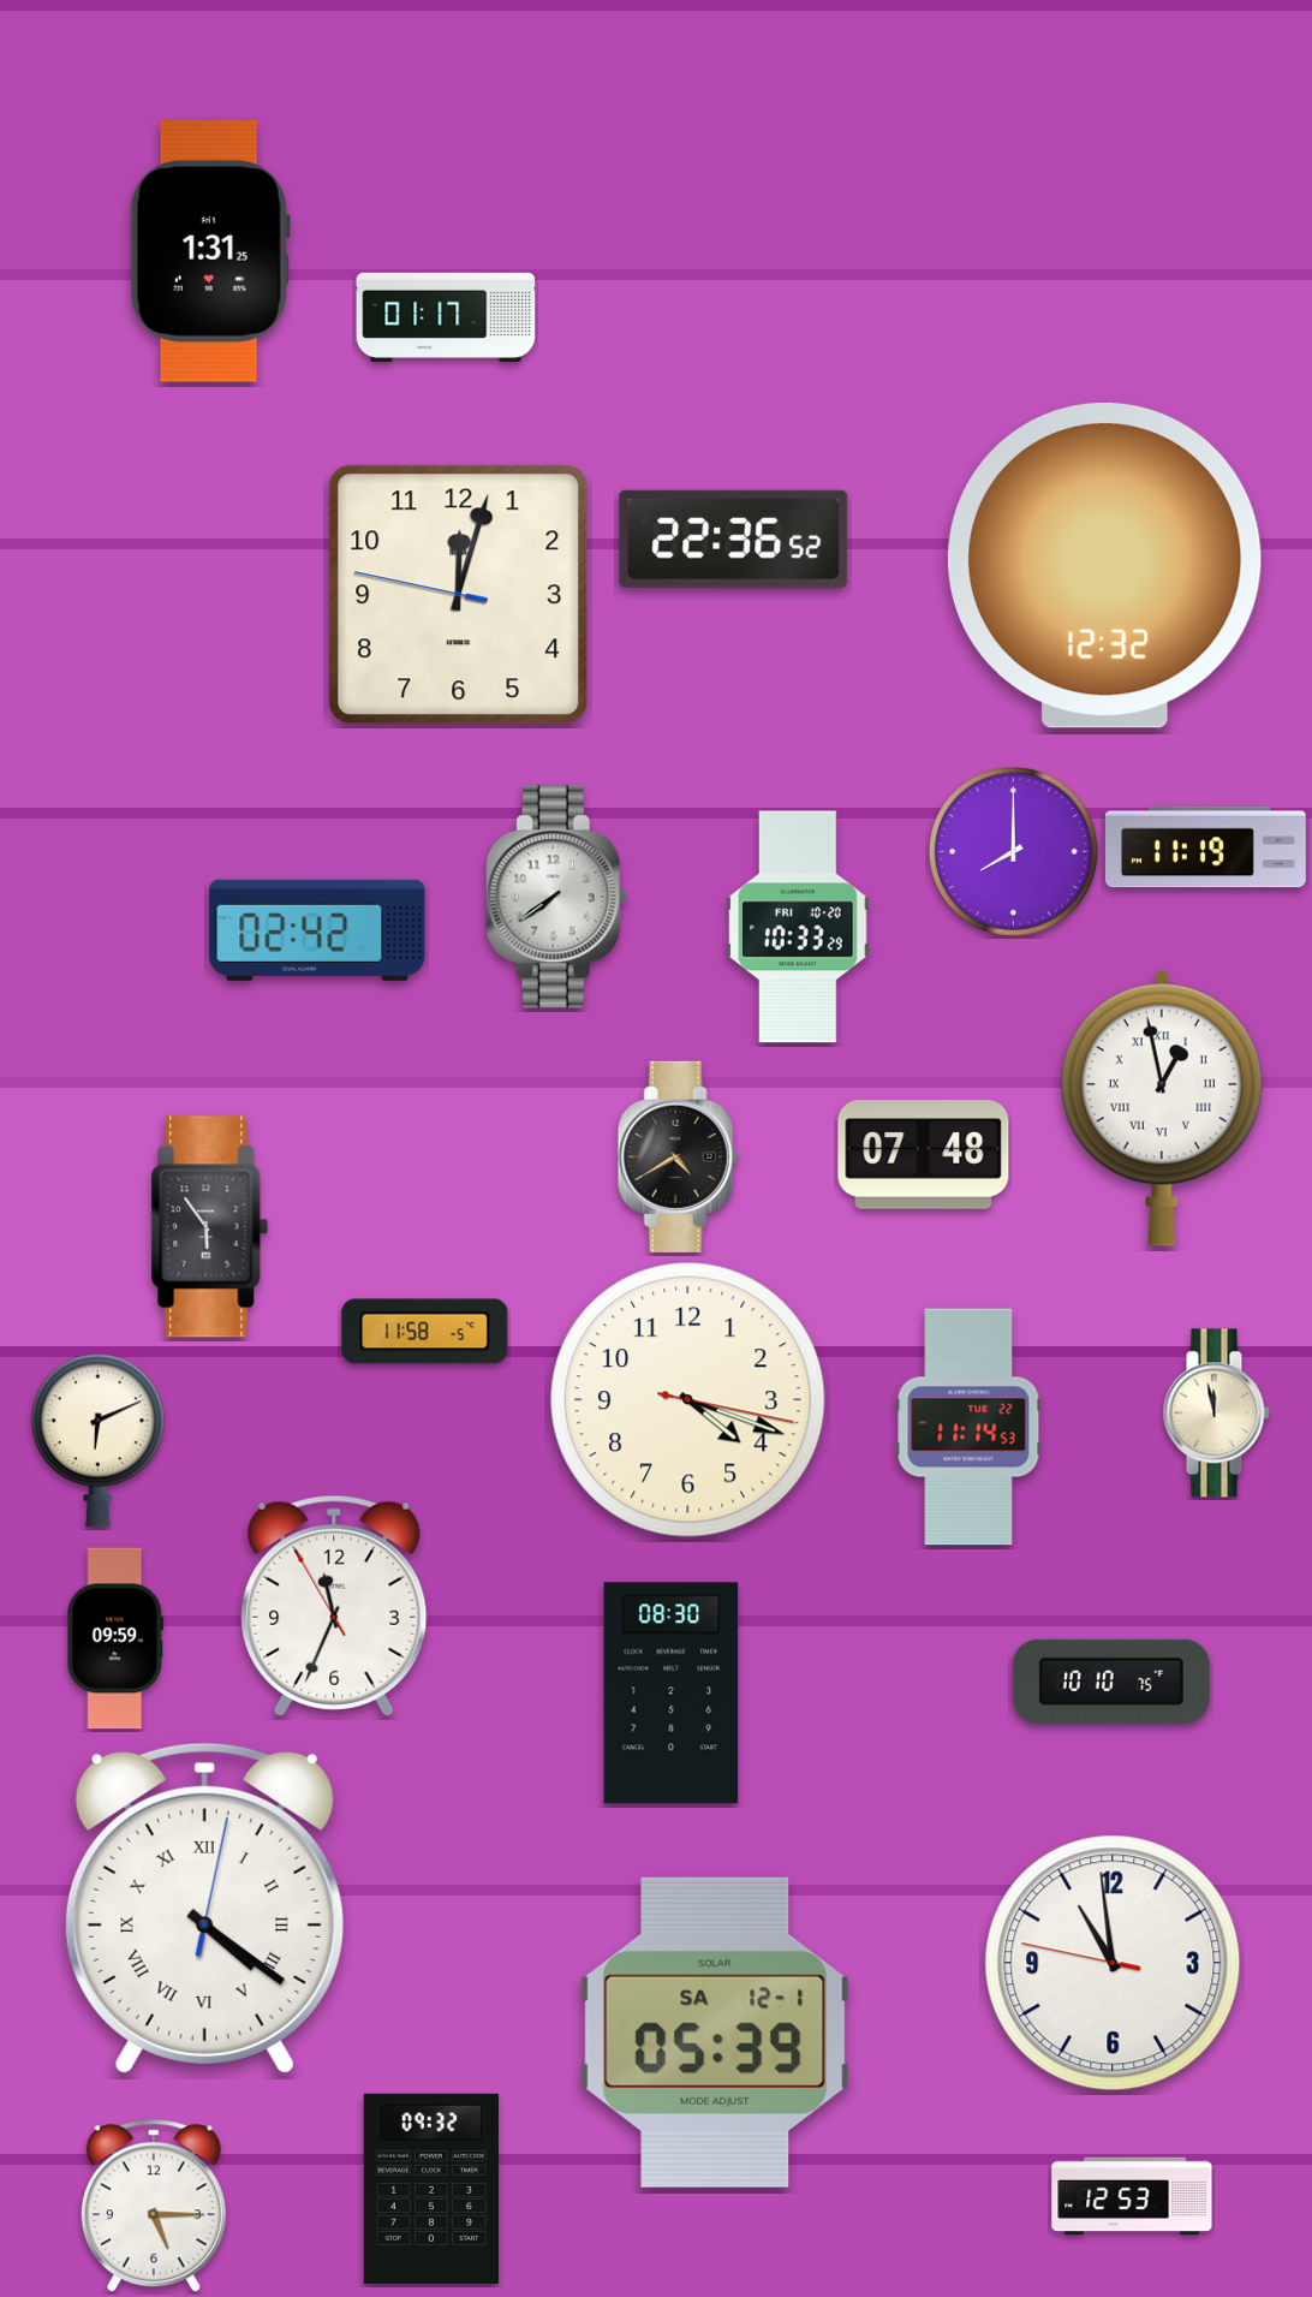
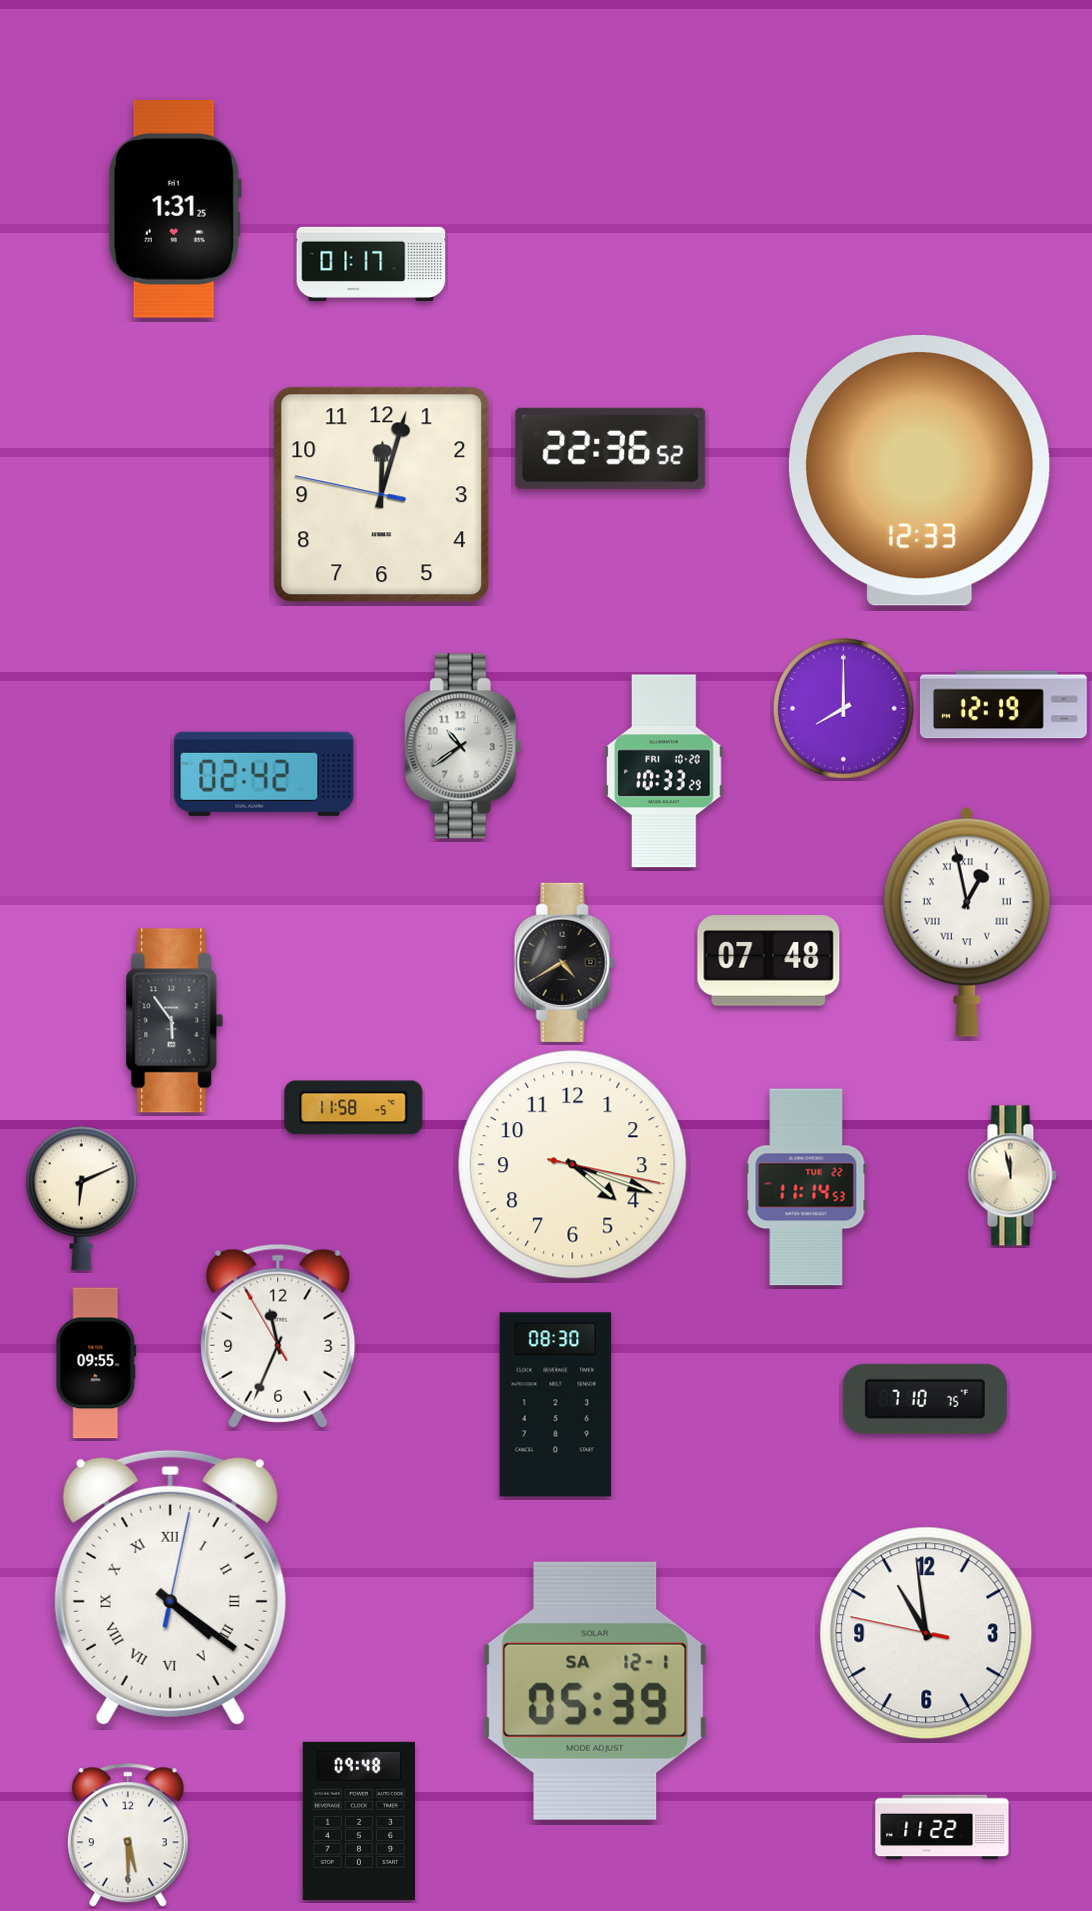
clock at (1104, 565): 12:32 -> 12:33
clock at (1205, 847): 11:19 -> 12:19
clock at (556, 897): 7:39 -> 10:39
clock at (115, 1638): 09:59 -> 09:55
clock at (1111, 1682): 10:10 -> 7:10
clock at (672, 1694) position: (672, 1694) -> (556, 1405)
clock at (430, 2189): 09:32 -> 09:48
clock at (1132, 2196): 12:53 -> 11:22
clock at (154, 2207): 5:15 -> 5:30
